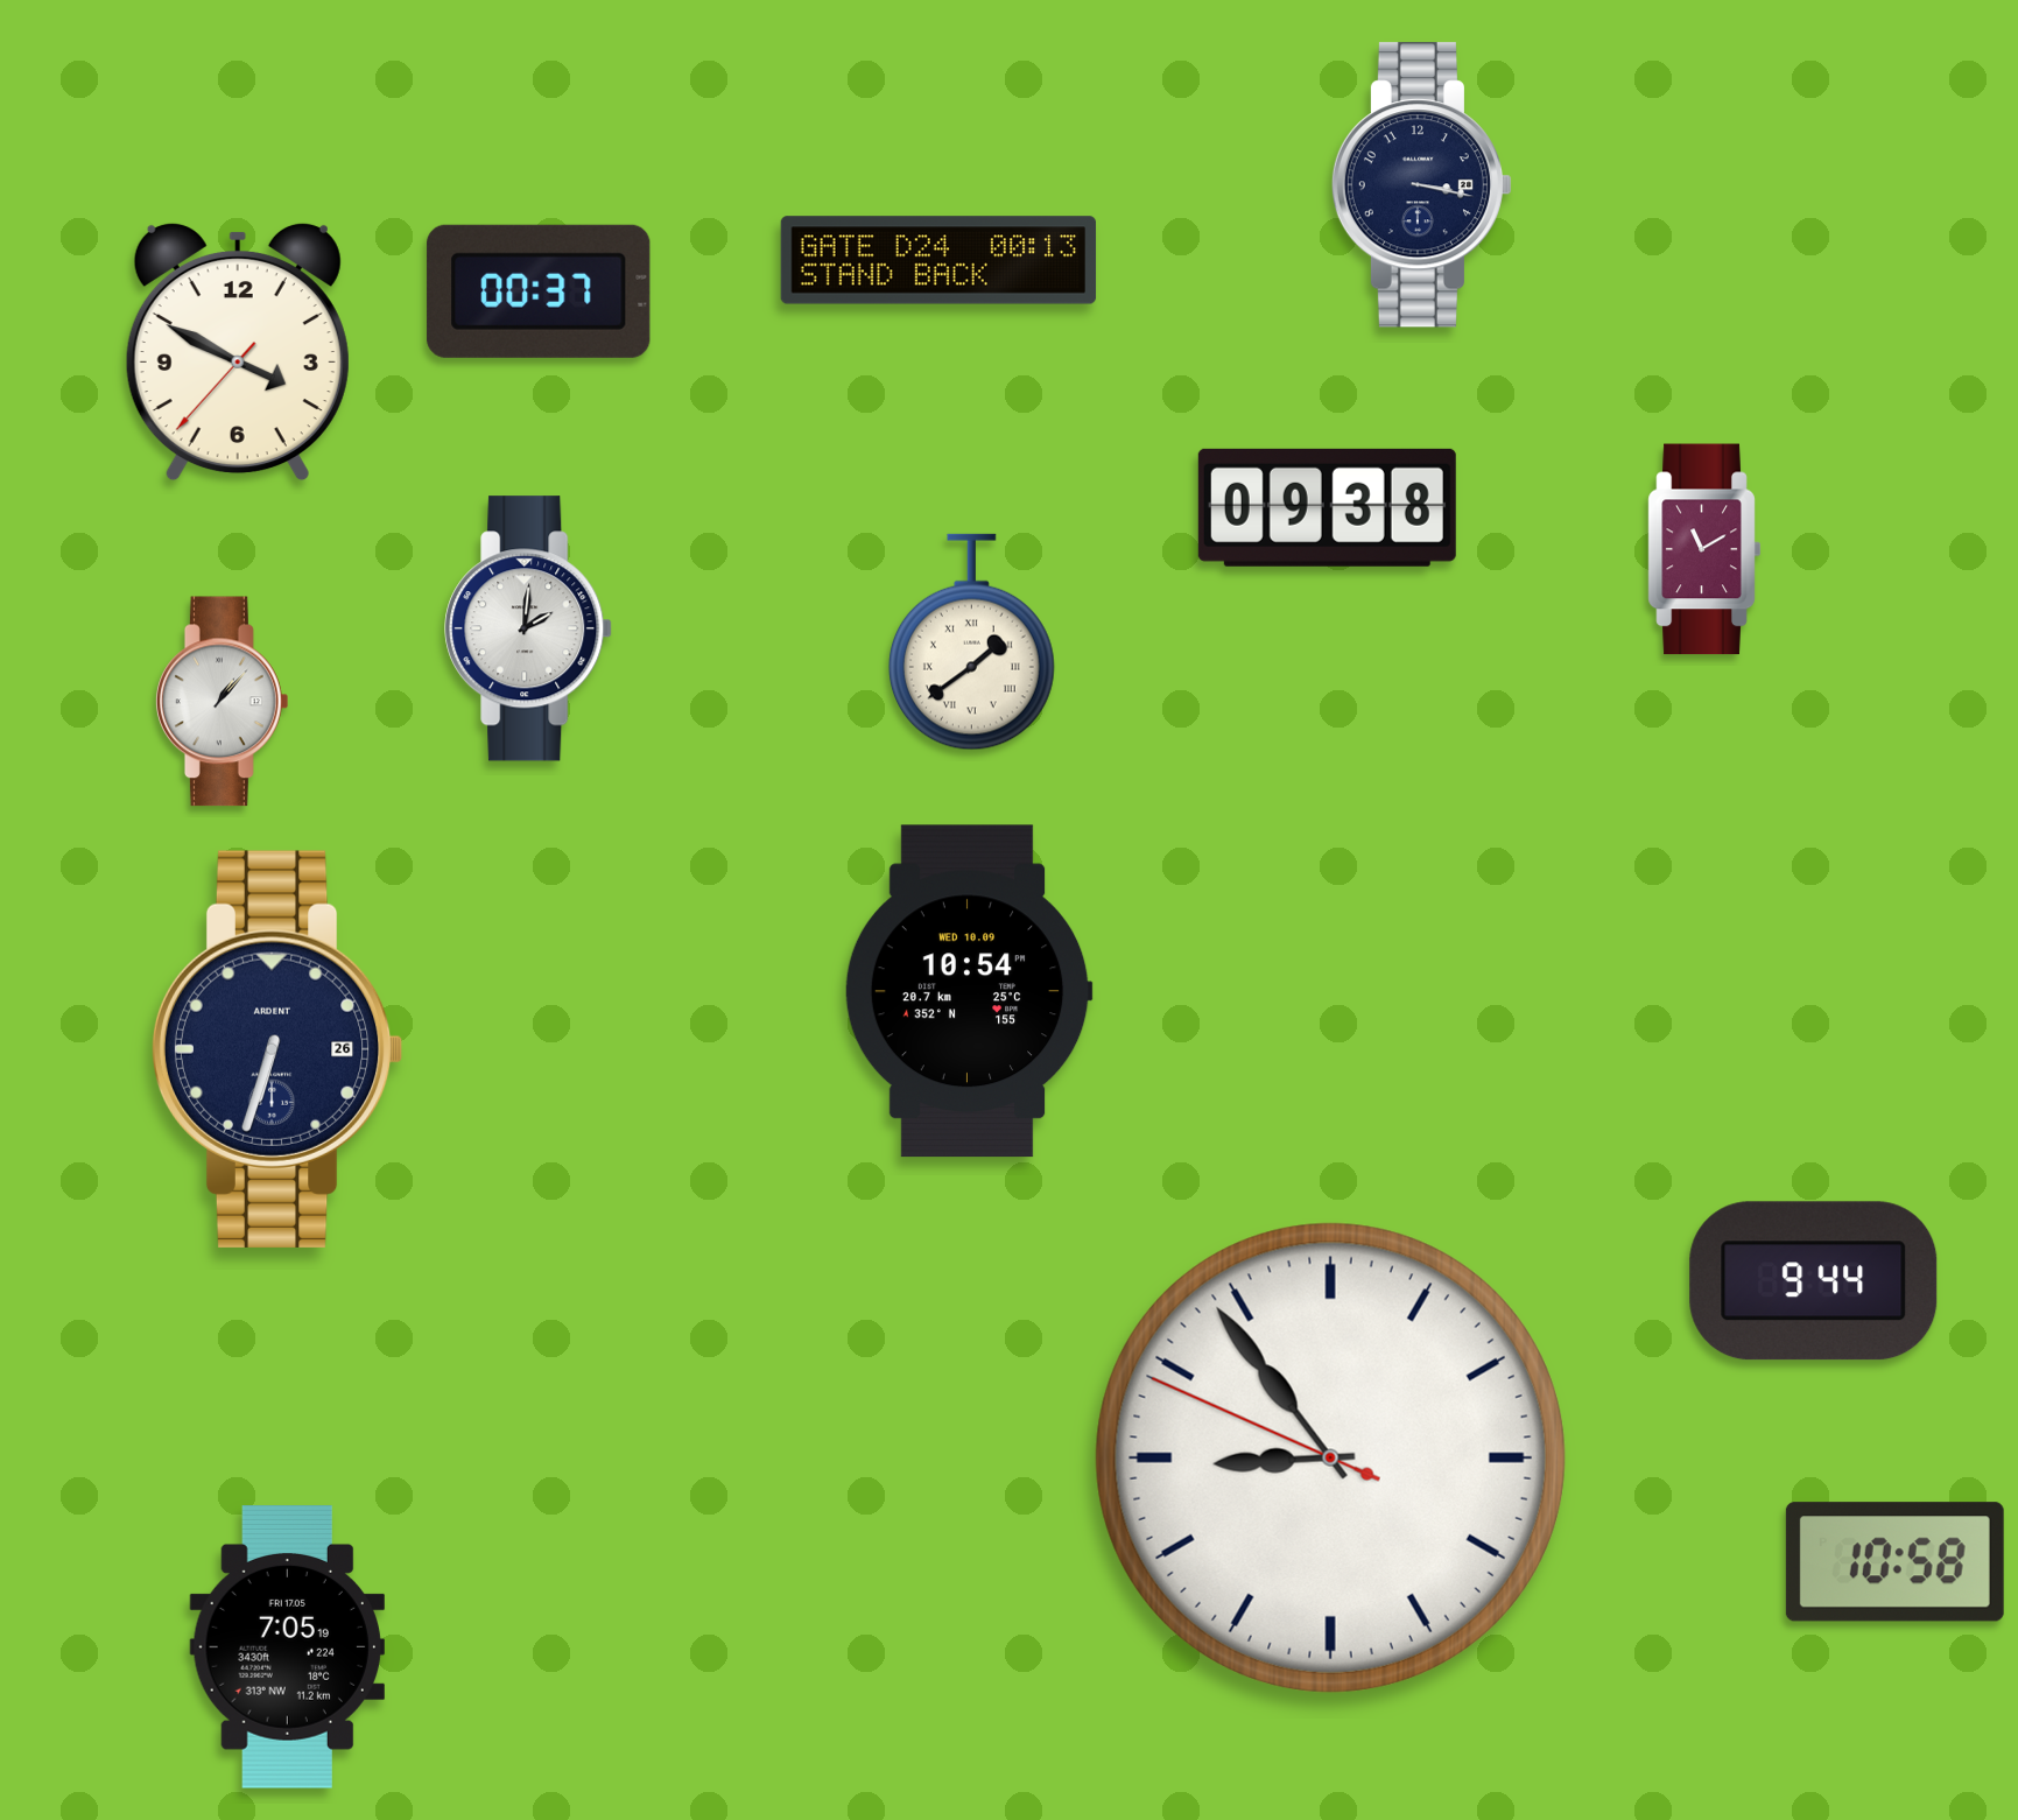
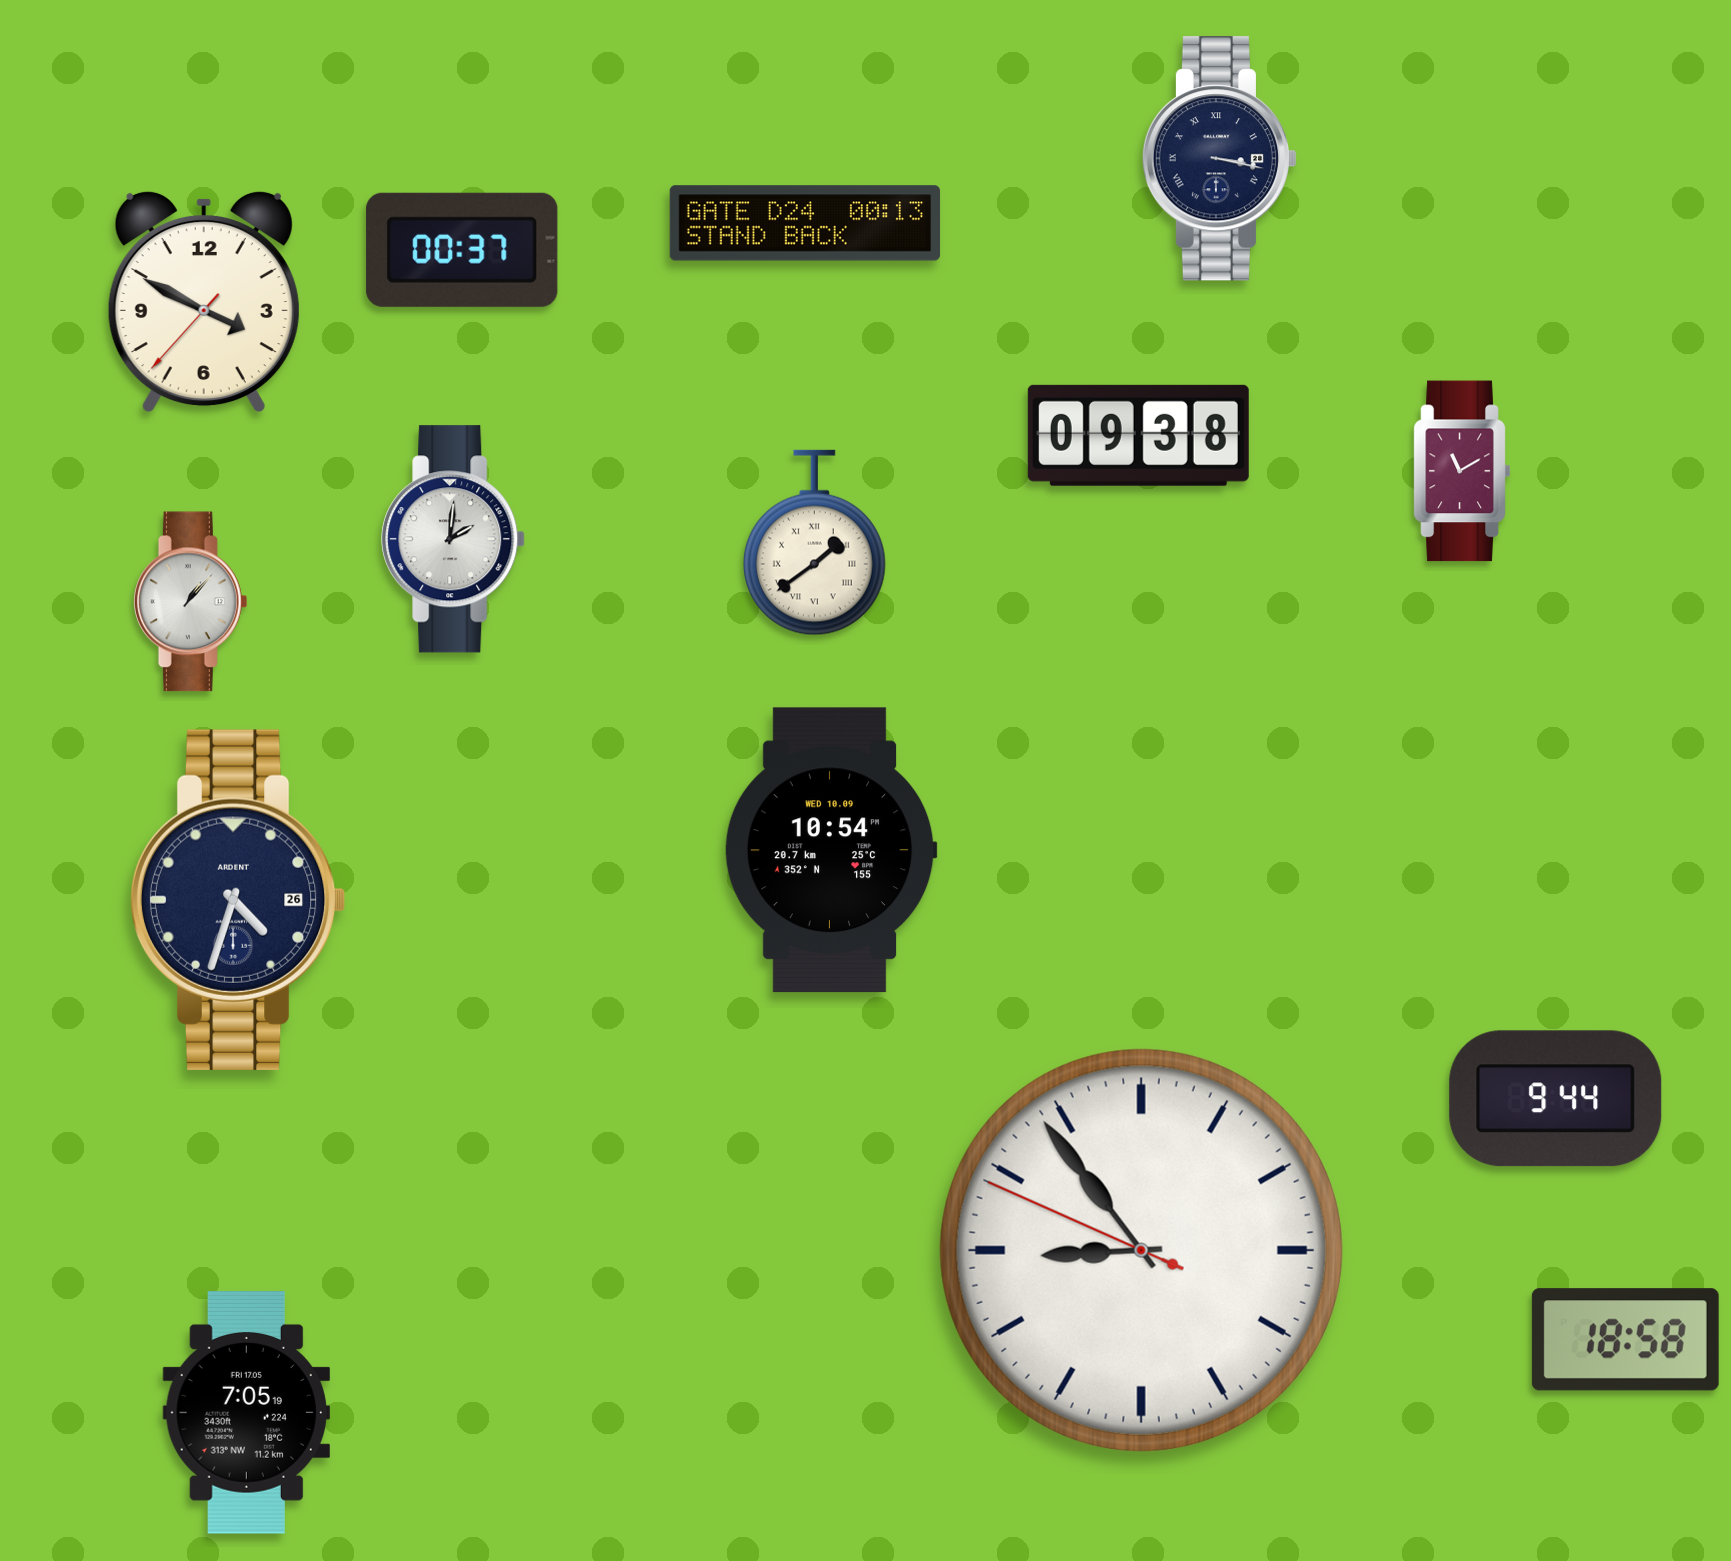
clock at (1422, 185) numerals: Arabic -> Roman
clock at (971, 642) position: (971, 642) -> (814, 543)
clock at (277, 1049): 6:33 -> 4:33
clock at (1894, 1562): 10:58 -> 18:58
